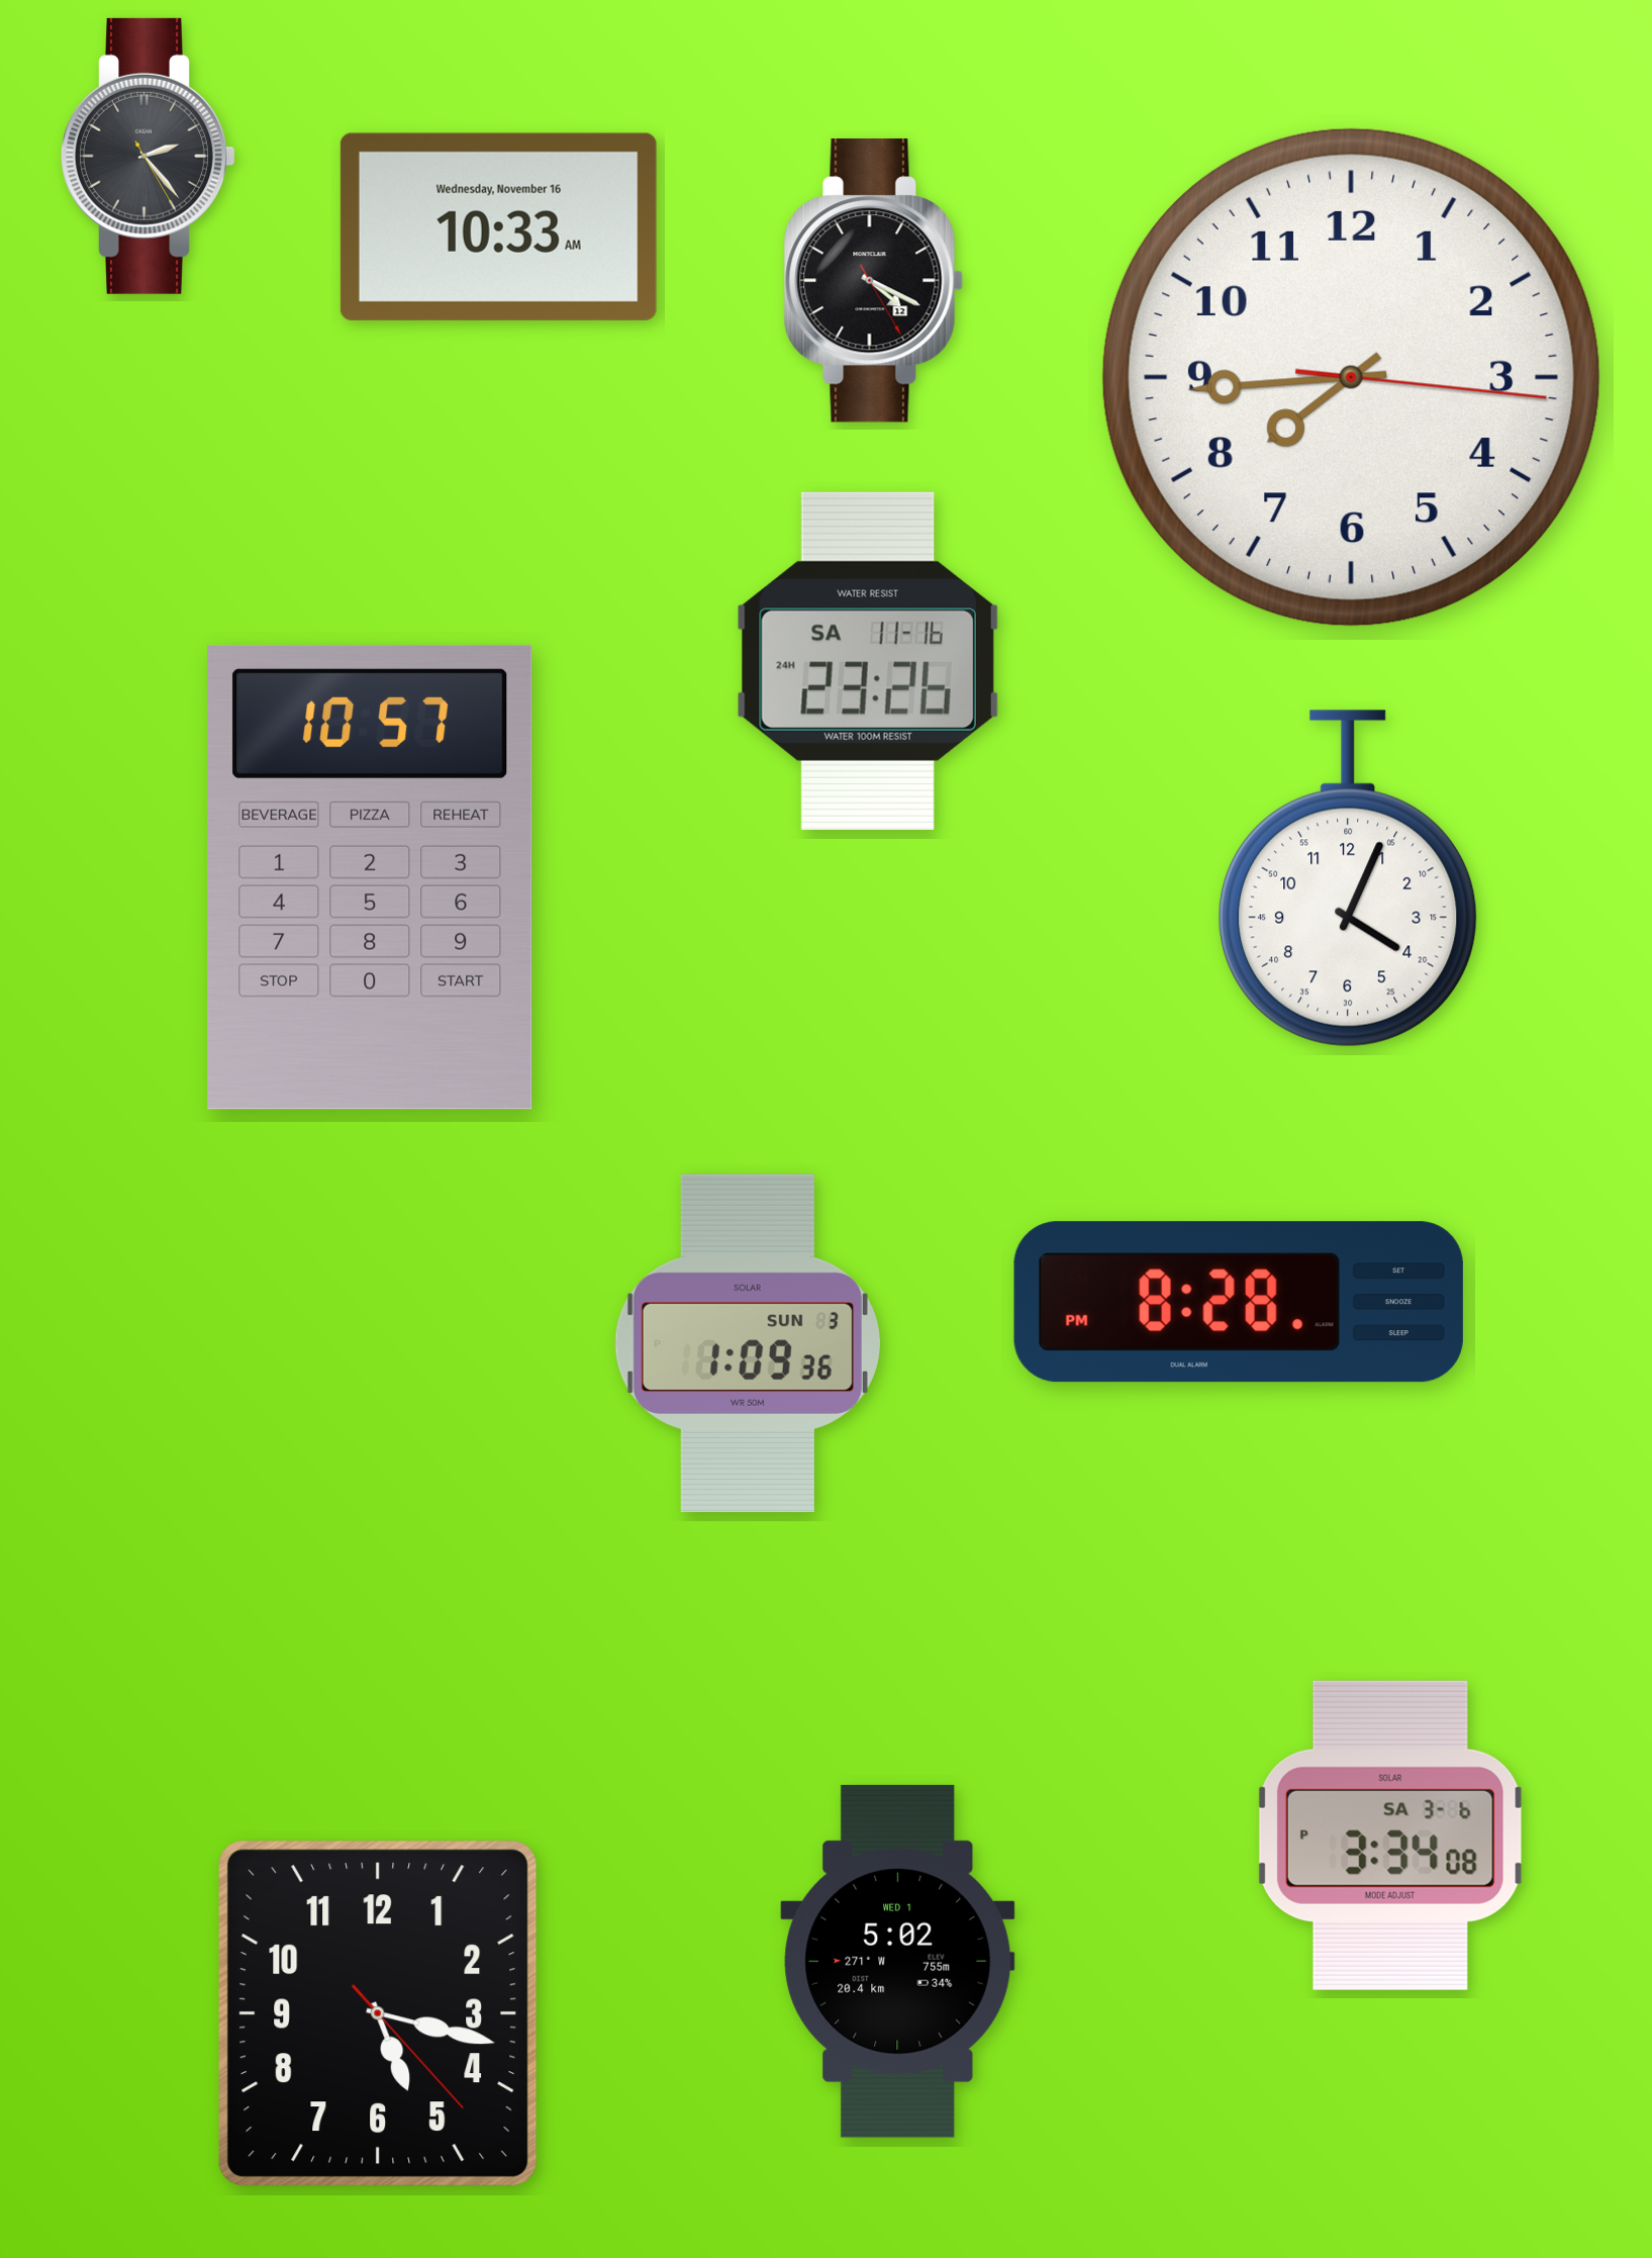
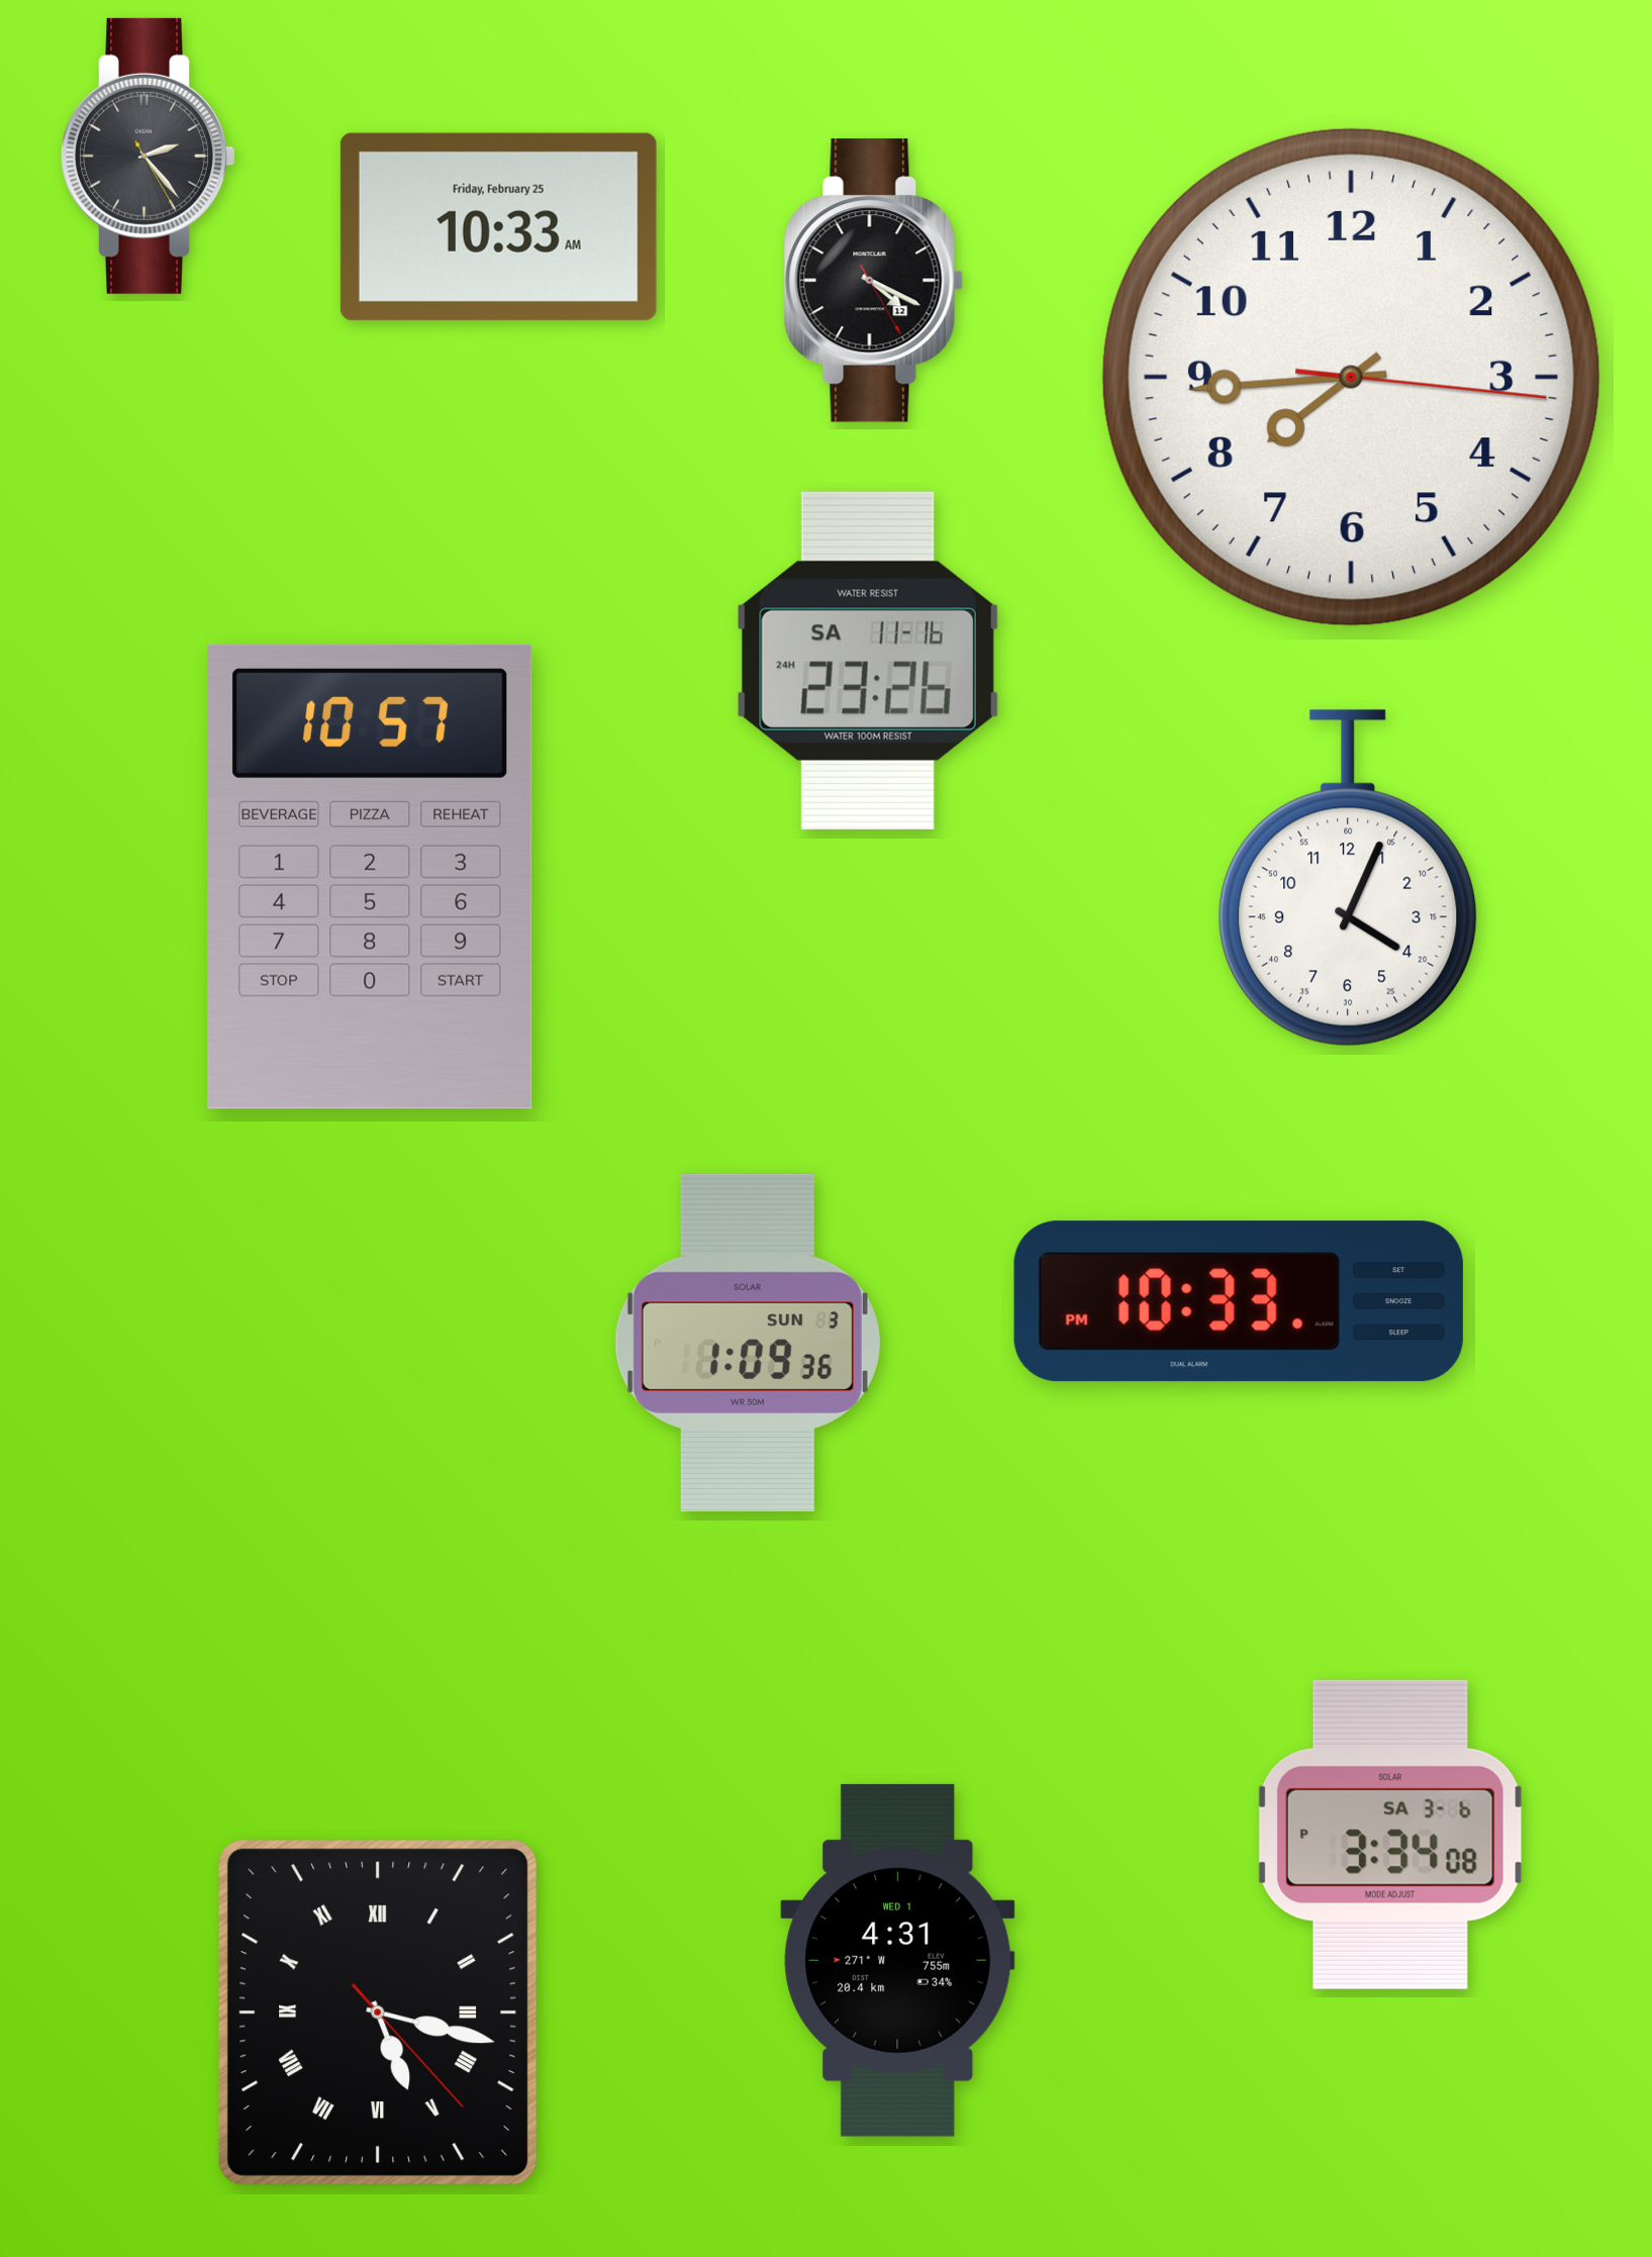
clock at (498, 226) date: Wednesday, November 16 -> Friday, February 25
clock at (1239, 1302): 8:28 -> 10:33
clock at (898, 1961): 5:02 -> 4:31
clock at (378, 2013) numerals: Arabic -> Roman
